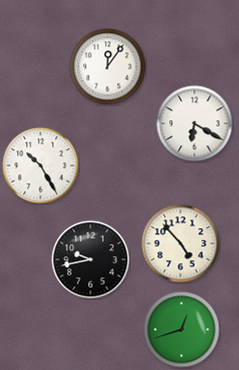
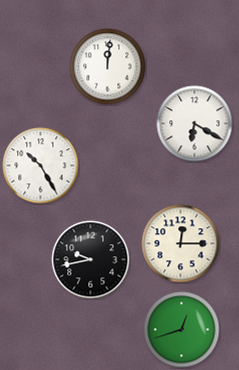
clock at (108, 67): 12:06 -> 12:01
clock at (181, 244): 4:53 -> 12:15
